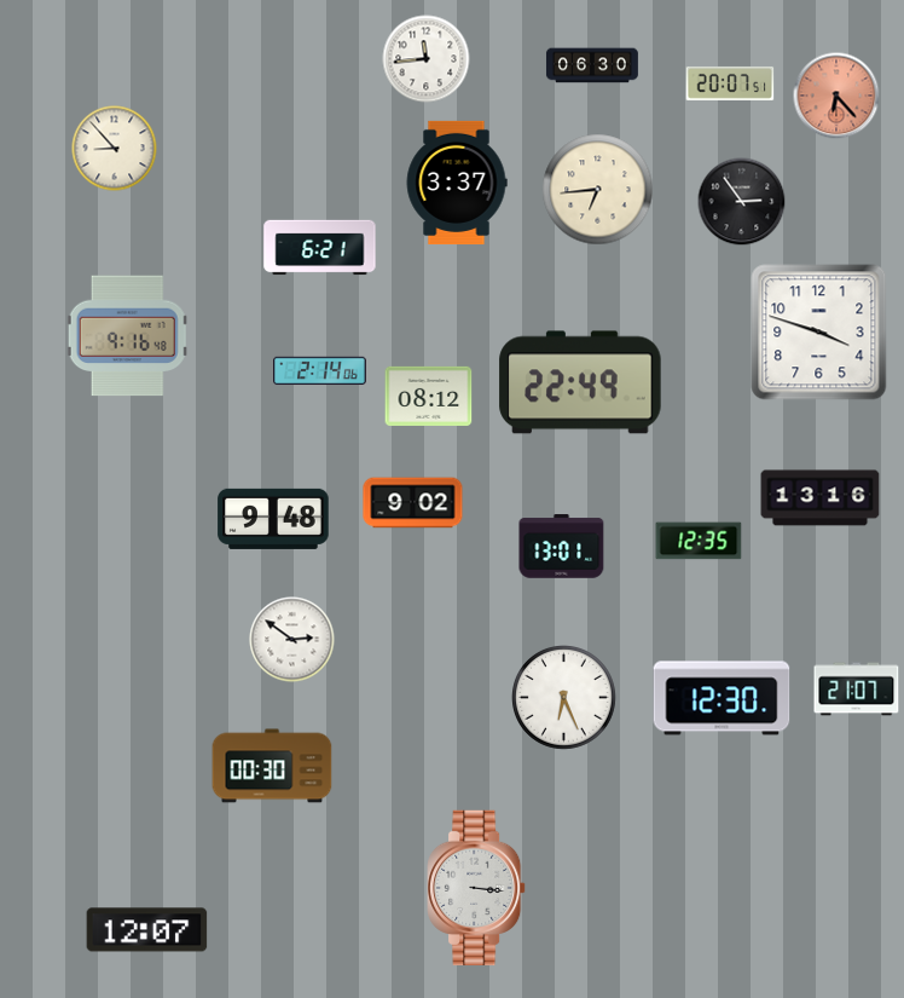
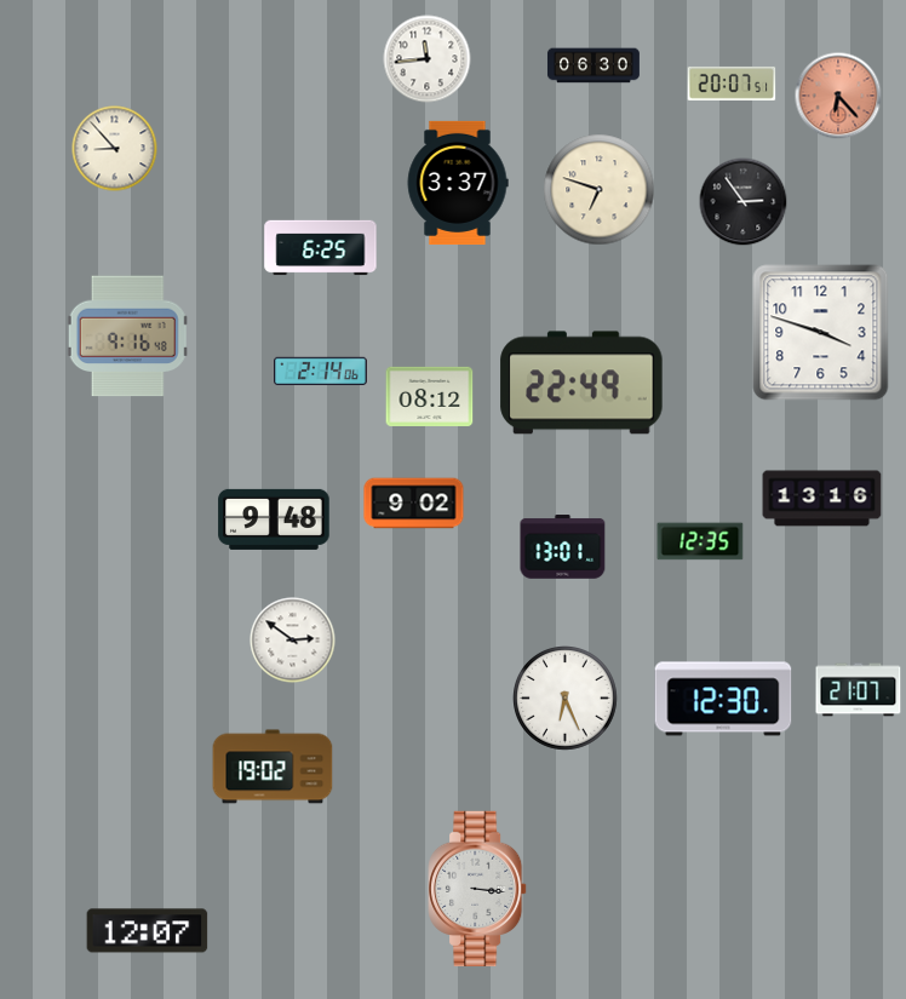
clock at (598, 190): 6:44 -> 6:48
clock at (320, 248): 6:21 -> 6:25
clock at (272, 766): 00:30 -> 19:02
